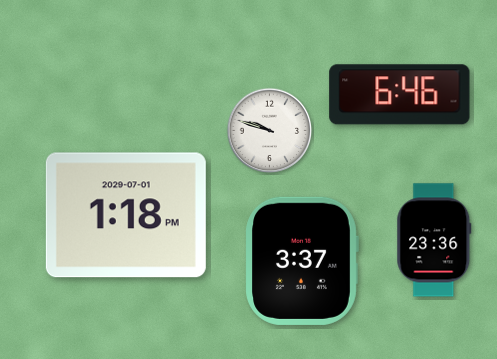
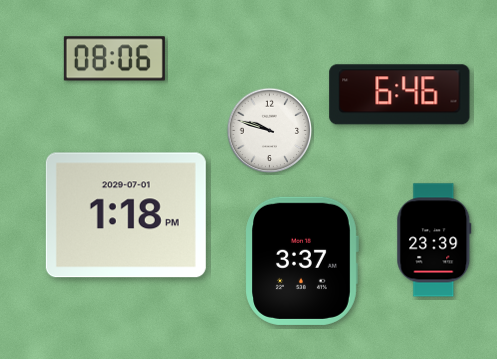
clock at (114, 59): none -> 08:06
clock at (434, 240): 23:36 -> 23:39
